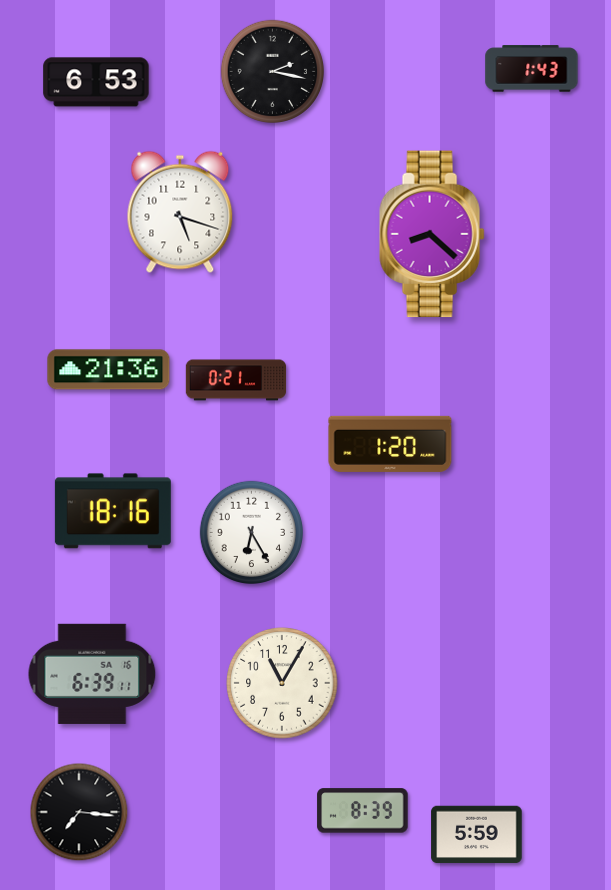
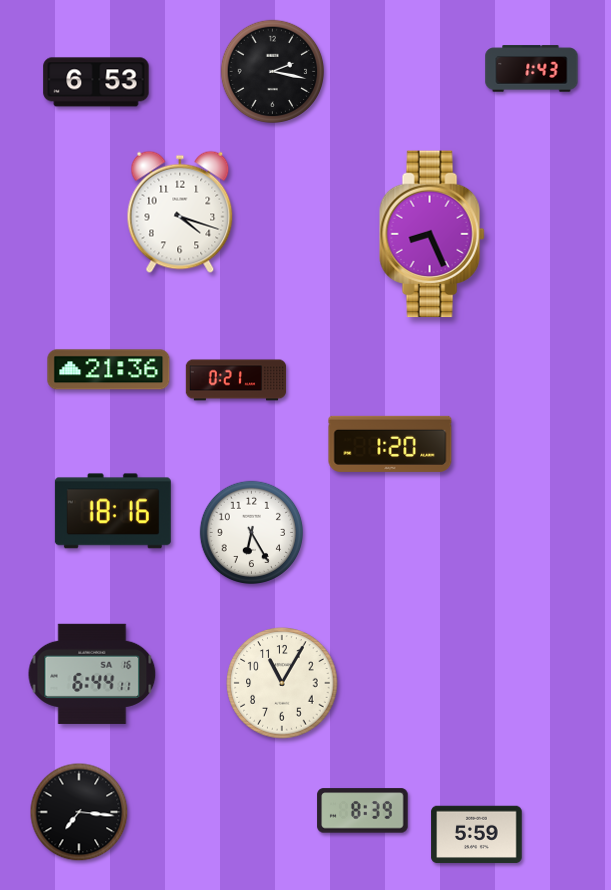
clock at (180, 212): 5:18 -> 4:18
clock at (432, 234): 8:22 -> 8:26
clock at (92, 674): 6:39 -> 6:44
